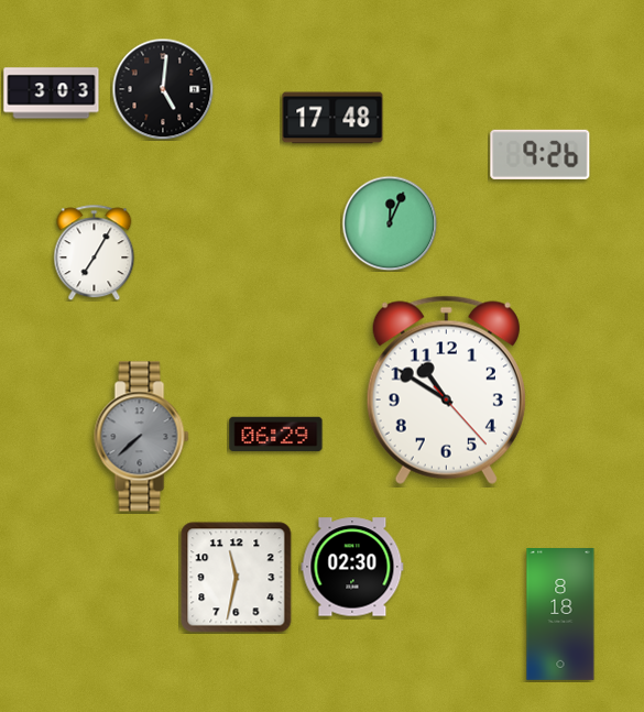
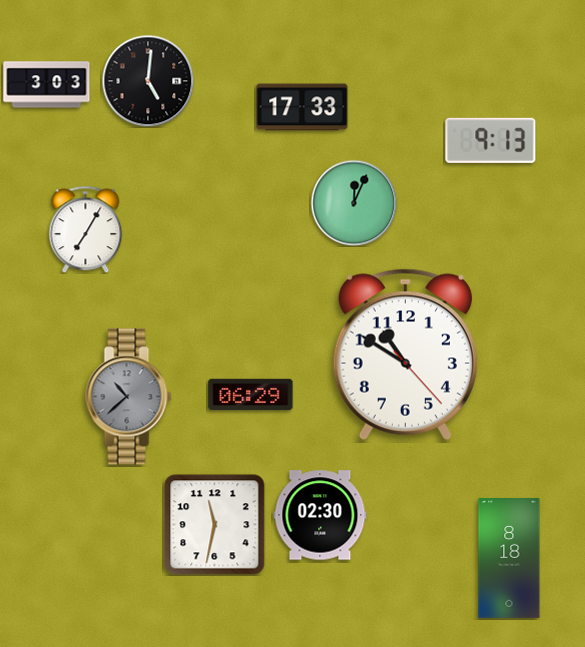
clock at (332, 118): 17:48 -> 17:33
clock at (541, 154): 9:26 -> 9:13
clock at (142, 437): 7:38 -> 10:38
